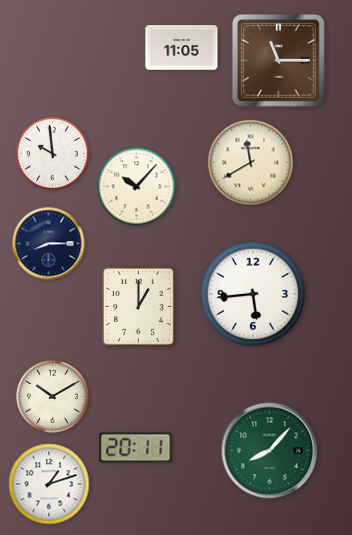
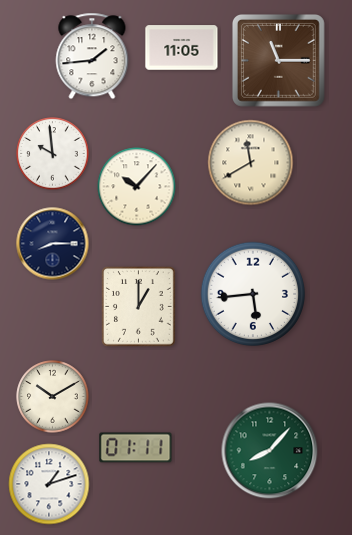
clock at (92, 56): none -> 1:44
clock at (49, 244) position: (49, 244) -> (53, 244)
clock at (136, 448): 20:11 -> 01:11
